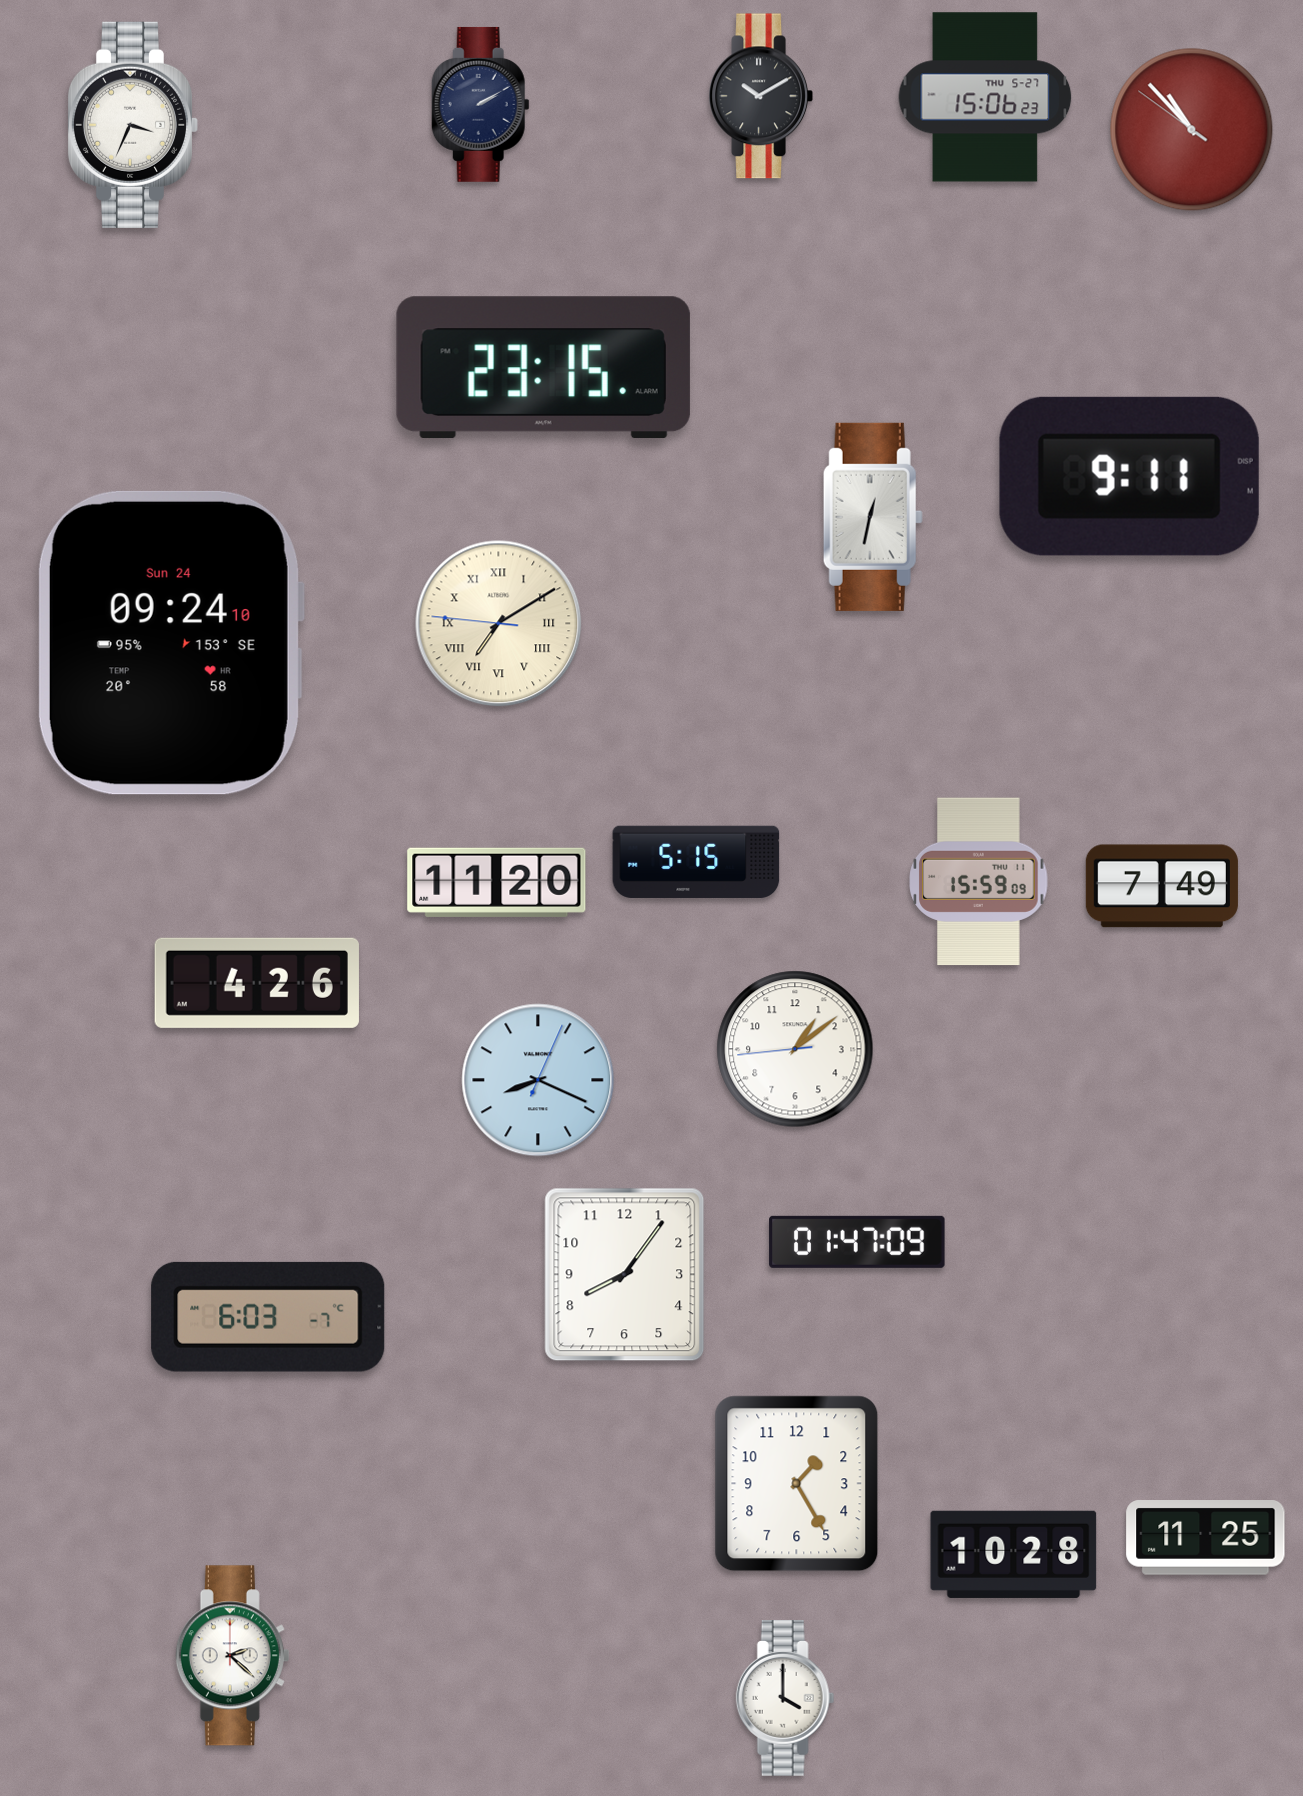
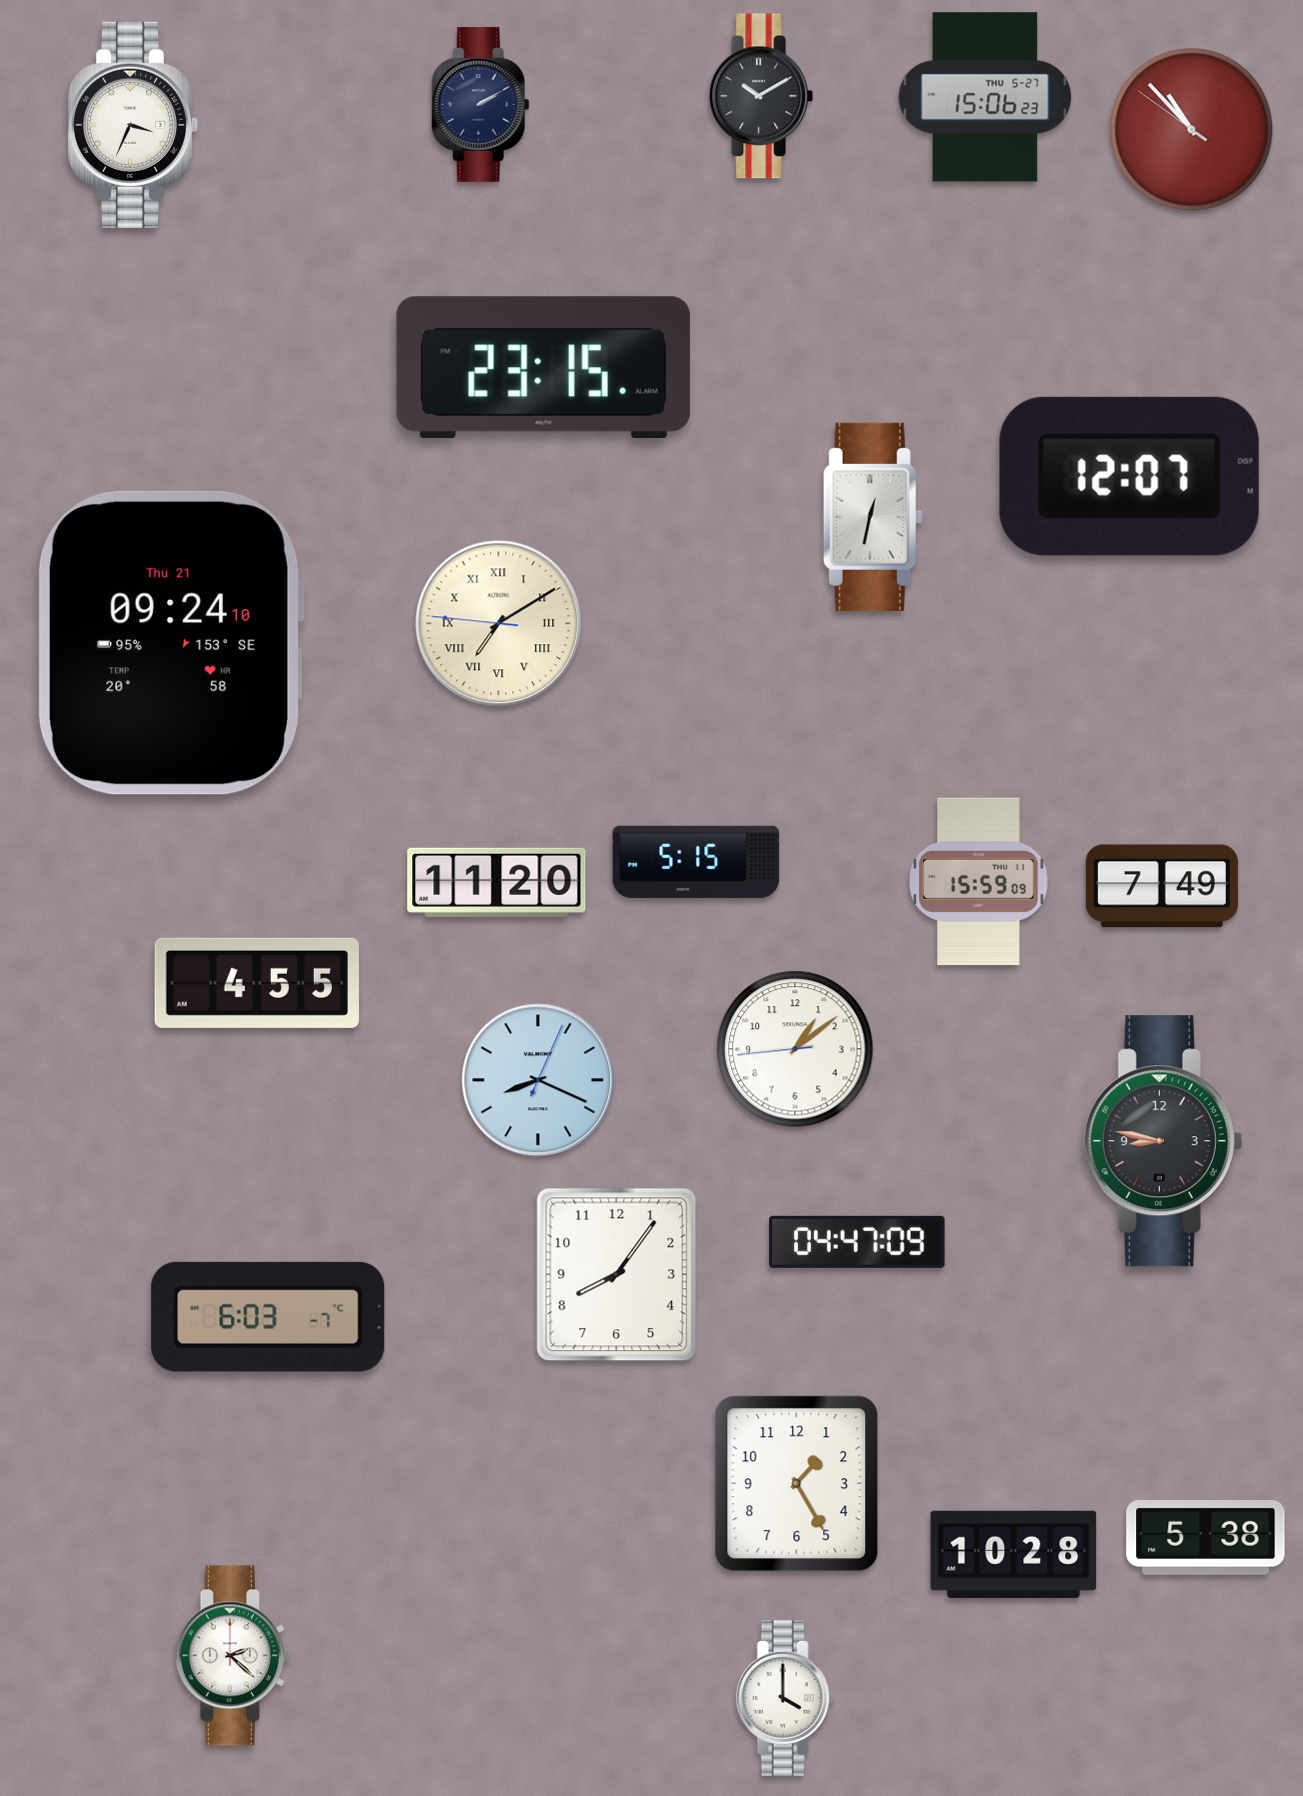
clock at (1129, 476): 9:11 -> 12:07
clock at (170, 643) date: Sun 24 -> Thu 21
clock at (257, 983): 4:26 -> 4:55
clock at (1163, 1141): none -> 8:47
clock at (857, 1242): 01:47 -> 04:47
clock at (625, 1275) position: (625, 1275) -> (617, 1275)
clock at (1206, 1538): 11:25 -> 5:38
